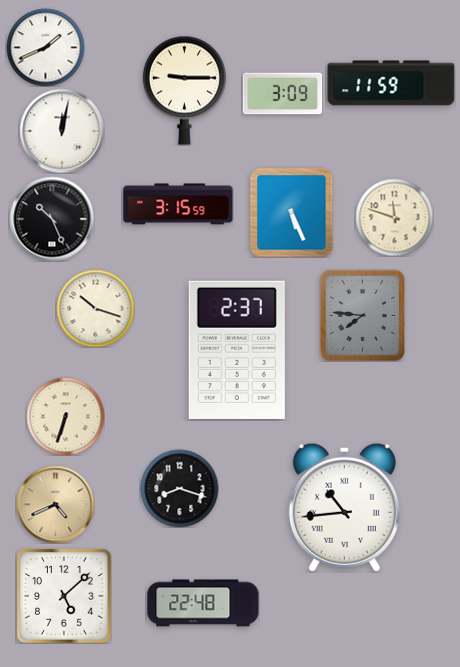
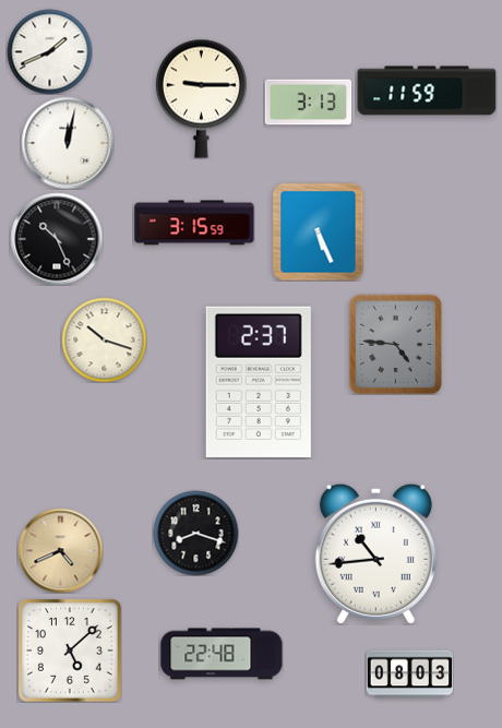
clock at (282, 94): 3:09 -> 3:13
clock at (394, 217): 11:48 -> none
clock at (95, 308) position: (95, 308) -> (104, 339)
clock at (363, 315): 7:46 -> 4:46
clock at (65, 416): 6:33 -> none
clock at (203, 603) position: (203, 603) -> (222, 654)
clock at (409, 675): none -> 08:03
